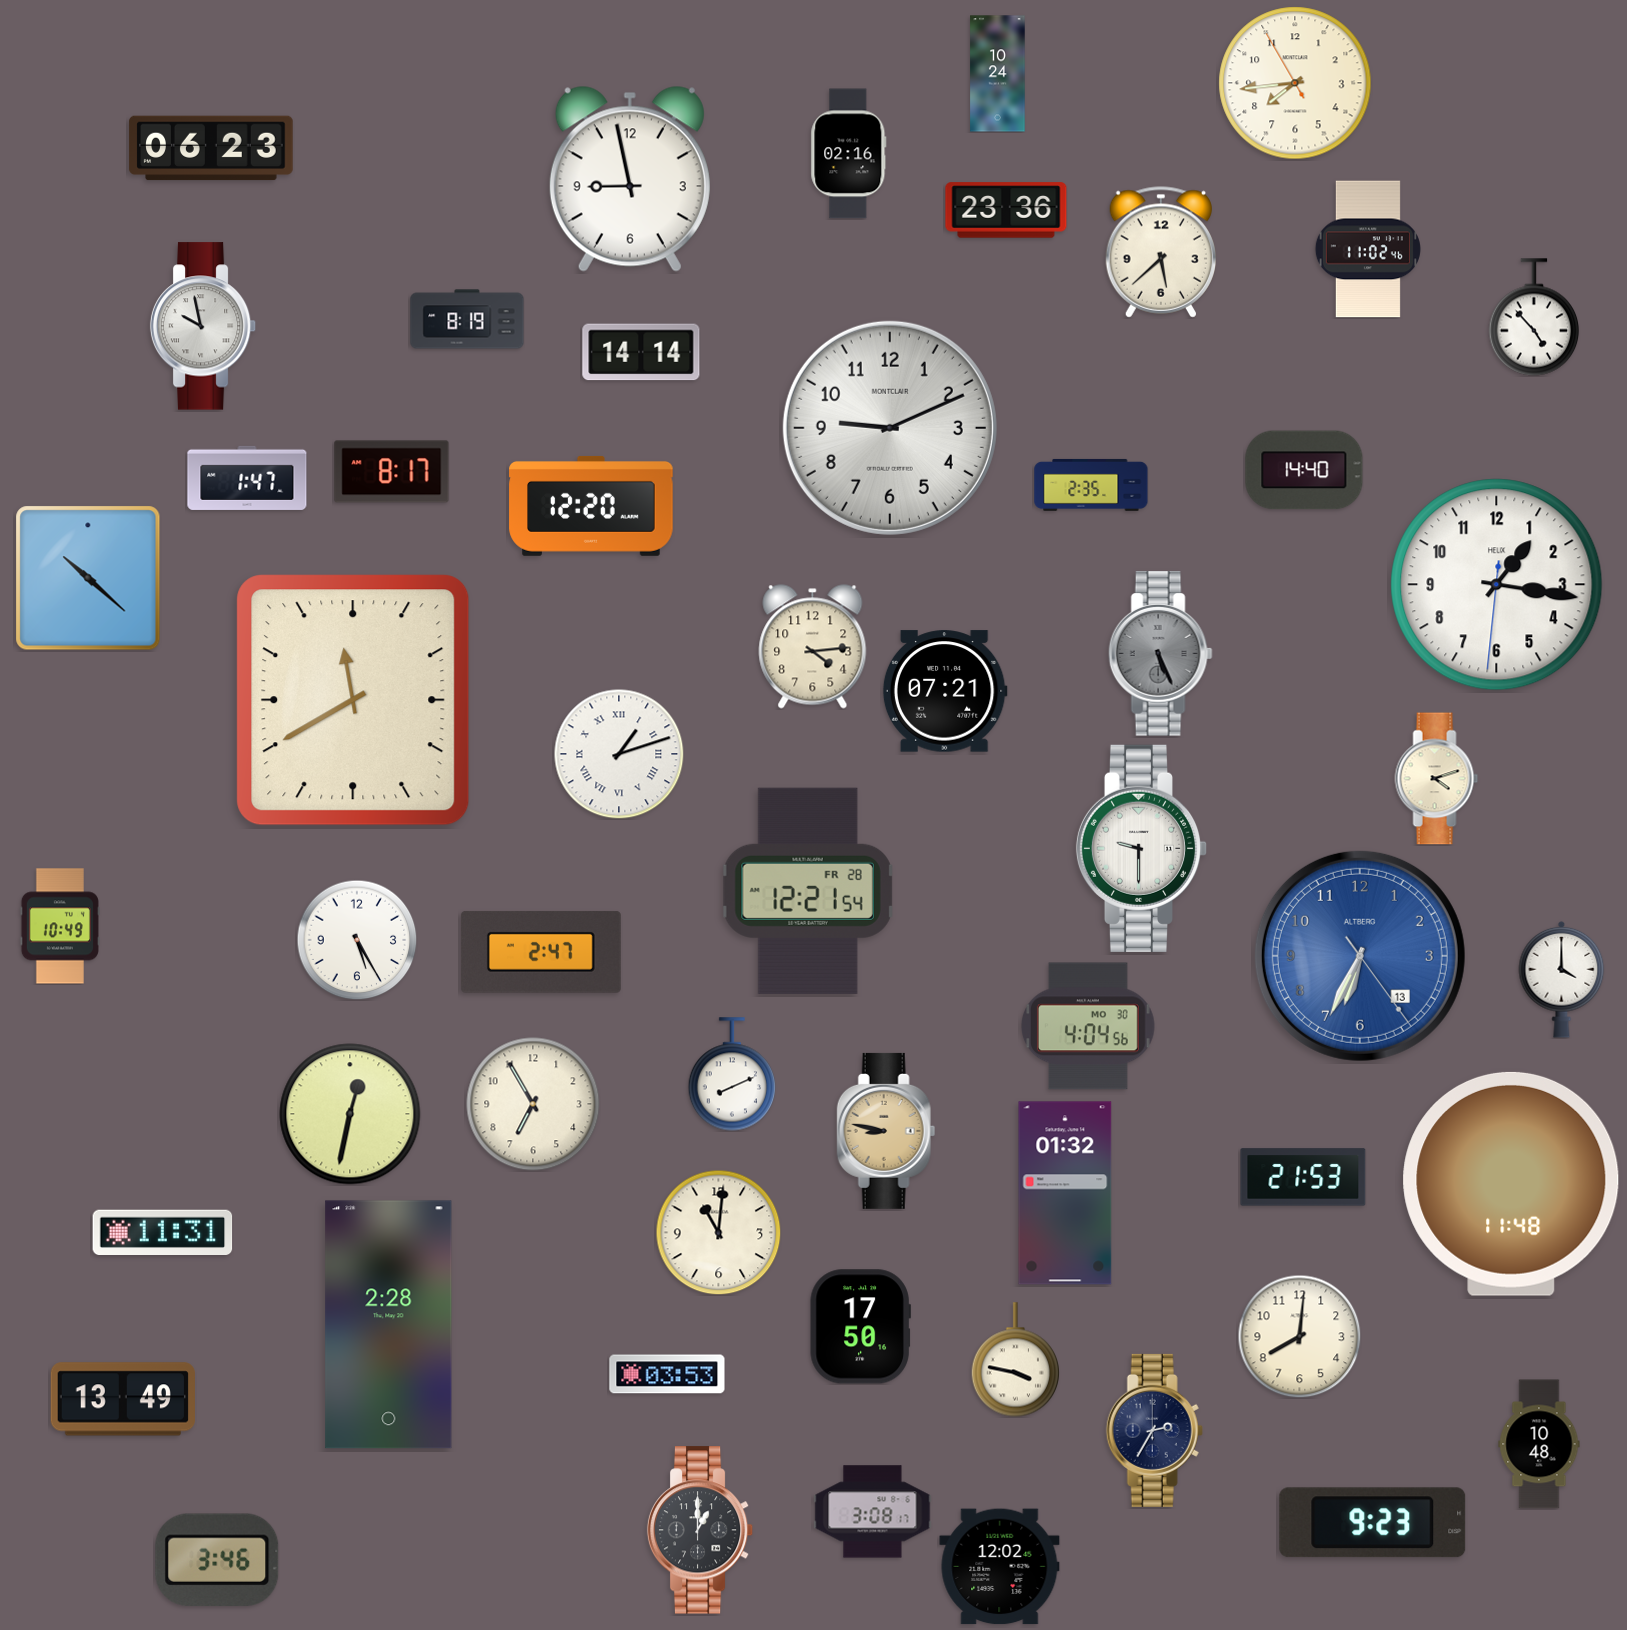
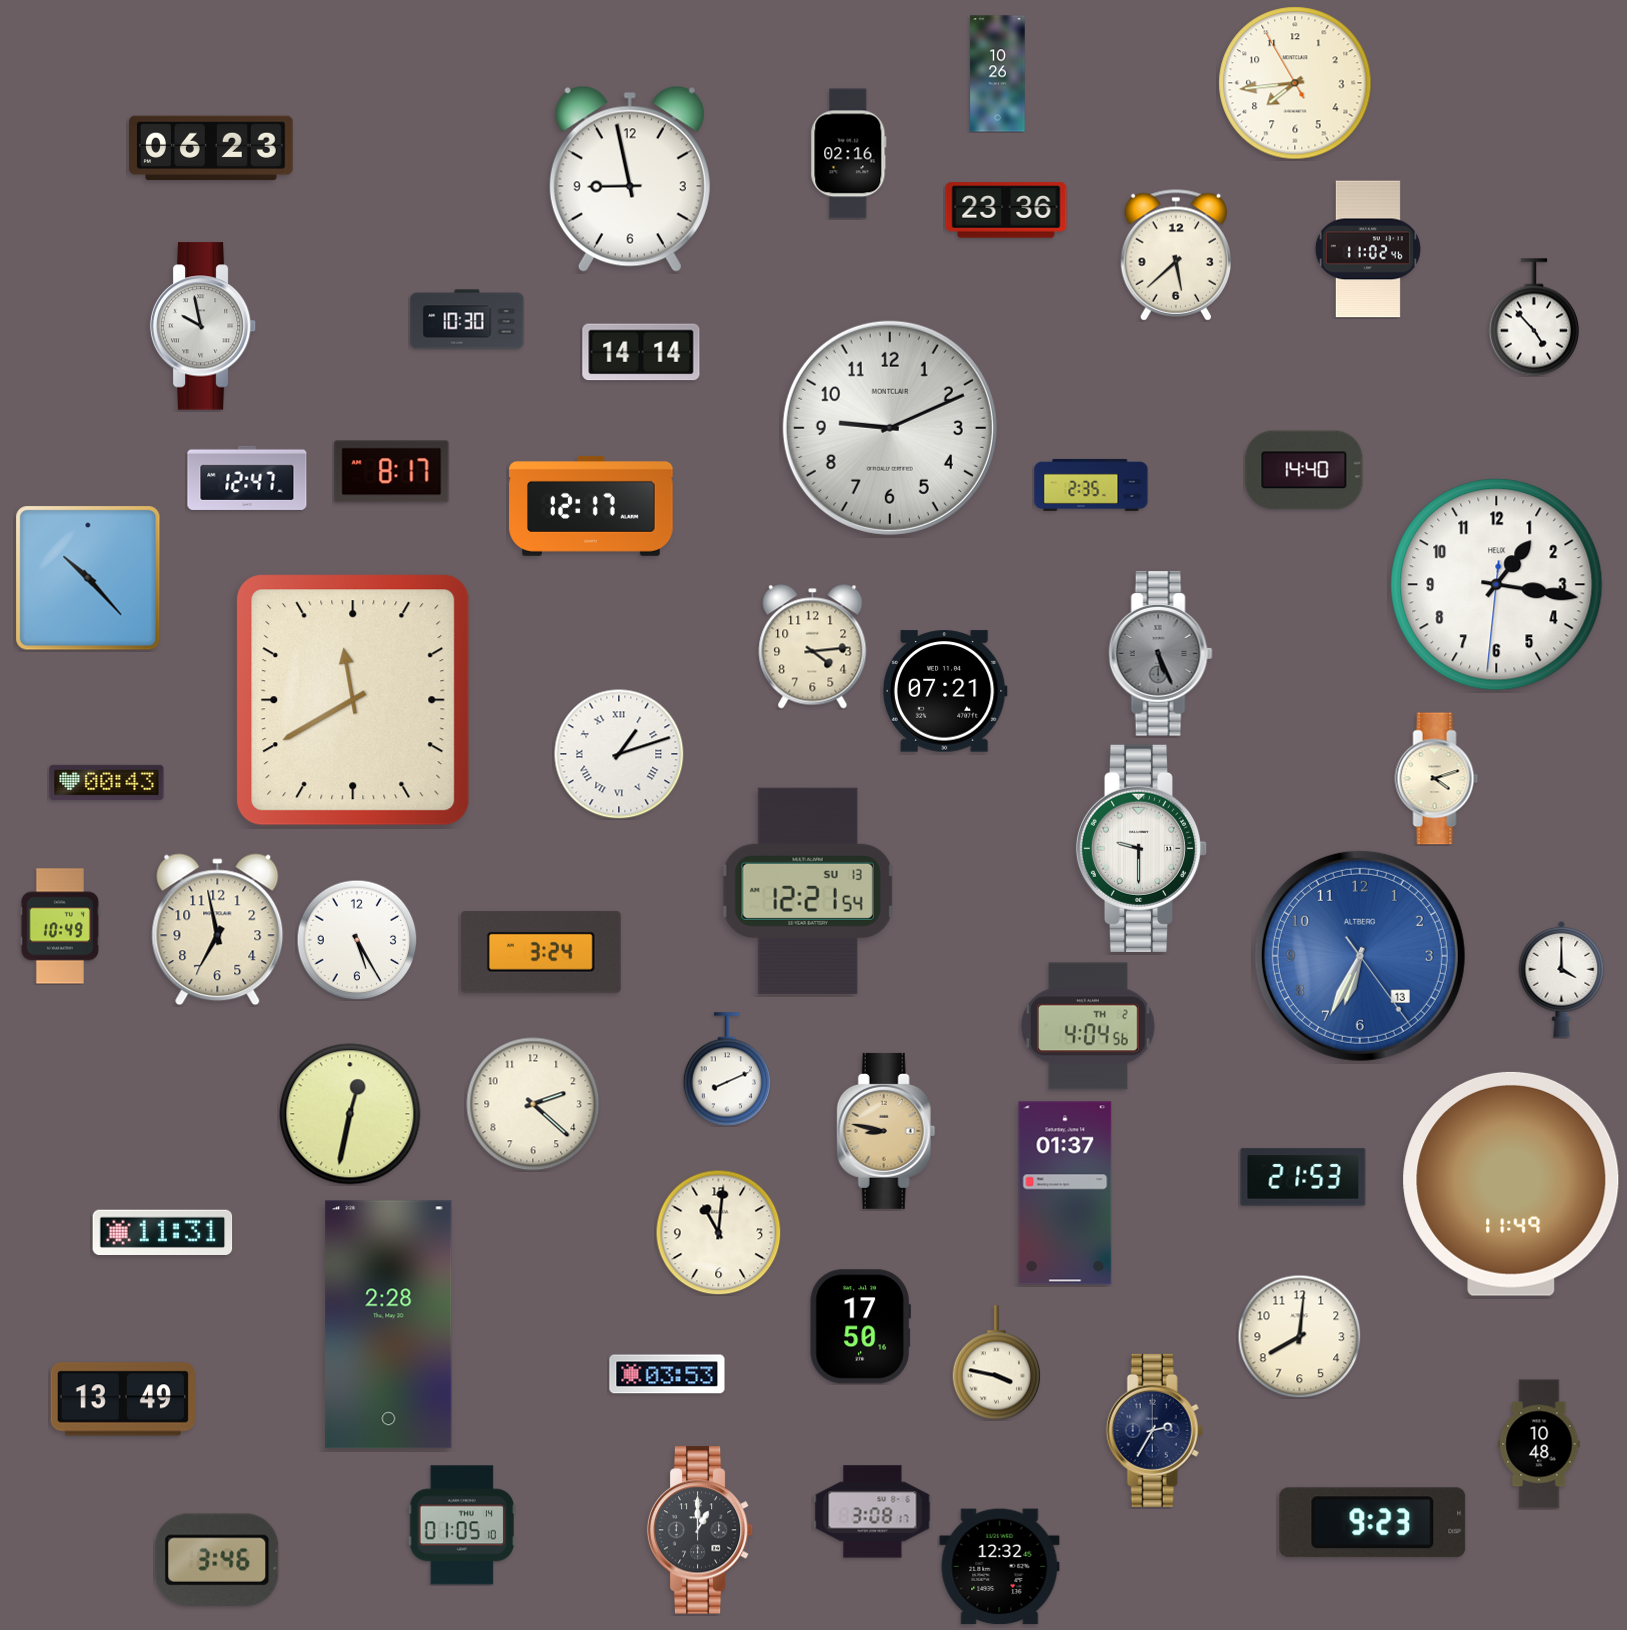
clock at (998, 74): 10:24 -> 10:26
clock at (1160, 252) position: (1160, 252) -> (1175, 255)
clock at (467, 319): 8:19 -> 10:30
clock at (247, 478): 1:47 -> 12:47
clock at (591, 506): 12:20 -> 12:17
clock at (88, 578): 10:22 -> 10:23
clock at (107, 782): none -> 00:43
clock at (808, 891) date: FR 28 -> SU 13
clock at (218, 930): none -> 6:58
clock at (541, 952): 2:47 -> 3:24
clock at (1089, 1026) date: MO 30 -> TH 2
clock at (731, 1074) position: (731, 1074) -> (726, 1069)
clock at (533, 1104): 6:55 -> 2:22
clock at (1511, 1184): 11:48 -> 11:49
clock at (1065, 1193): 01:32 -> 01:37
clock at (1016, 1360) position: (1016, 1360) -> (997, 1363)
clock at (462, 1525): none -> 01:05
clock at (1000, 1567): 12:02 -> 12:32
